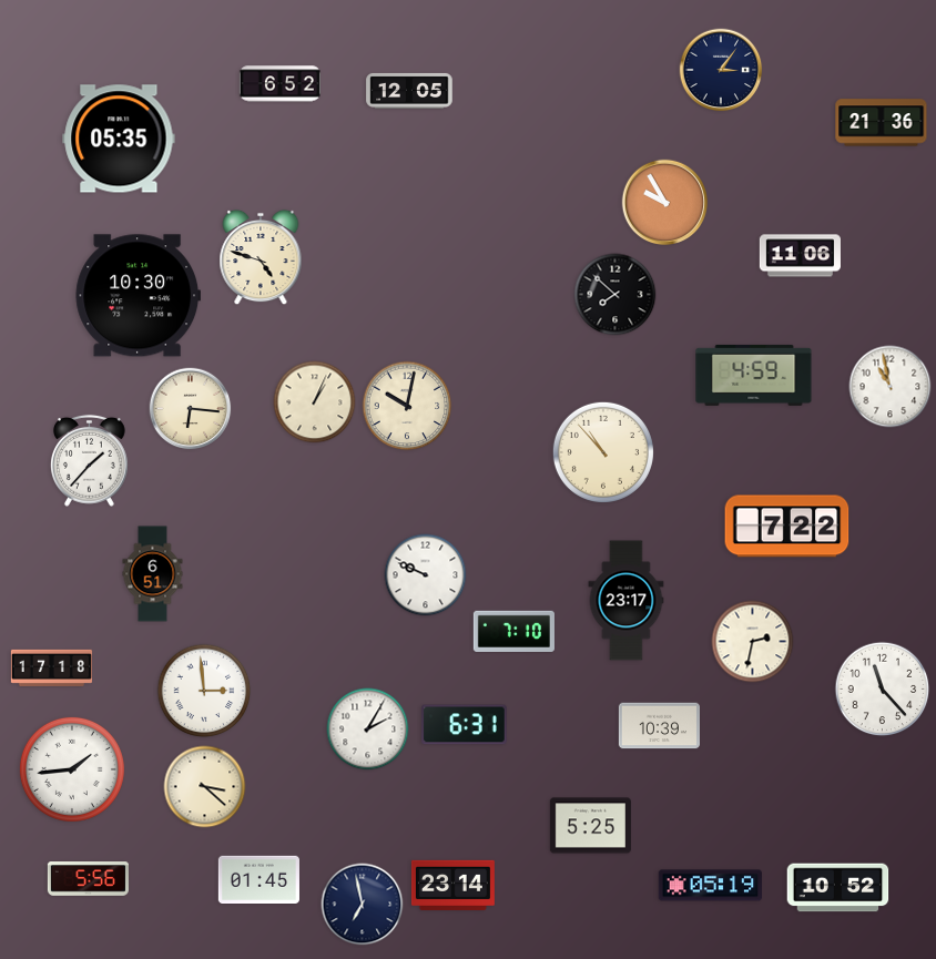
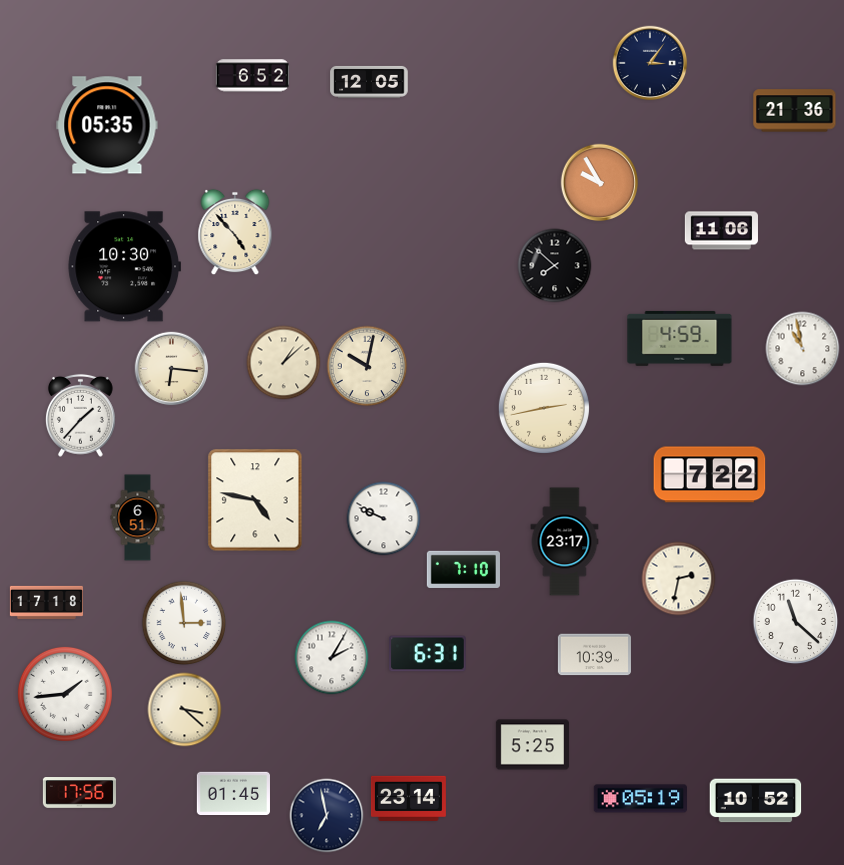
clock at (261, 257): 4:48 -> 4:53
clock at (315, 402): 1:04 -> 1:08
clock at (603, 452): 10:53 -> 2:43
clock at (255, 500): none -> 4:47
clock at (883, 690): 11:23 -> 11:22
clock at (465, 725) position: (465, 725) -> (428, 654)
clock at (88, 879): 5:56 -> 17:56
